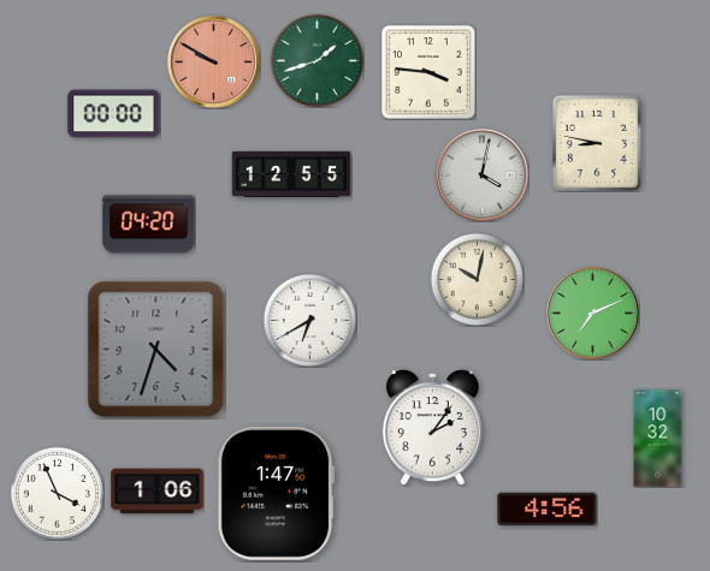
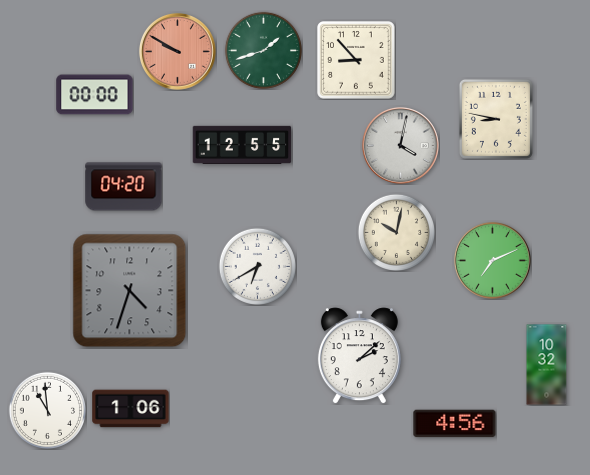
clock at (428, 72): 3:46 -> 8:53
clock at (432, 428): 2:06 -> 2:08
clock at (57, 493): 3:56 -> 10:59
clock at (276, 493): 1:47 -> none
